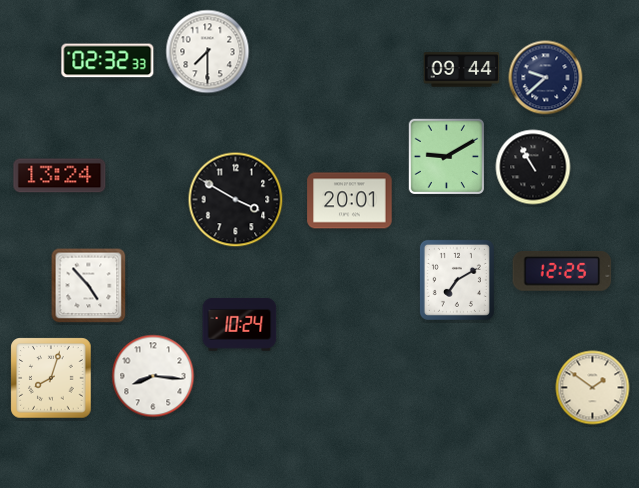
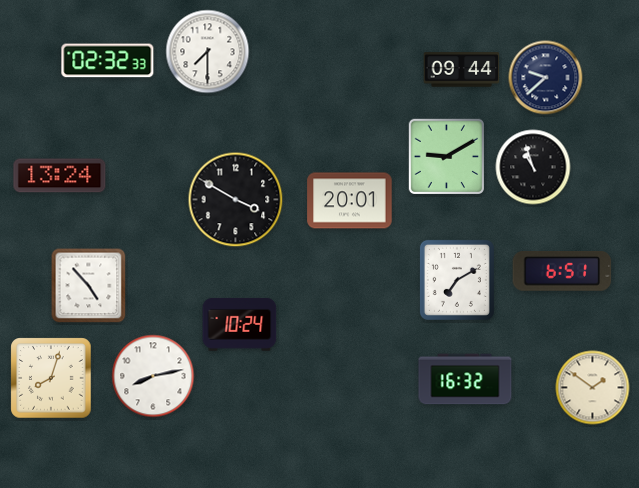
clock at (533, 167): 10:55 -> 10:57
clock at (562, 272): 12:25 -> 6:51
clock at (153, 376): 8:16 -> 8:13
clock at (465, 379): none -> 16:32
